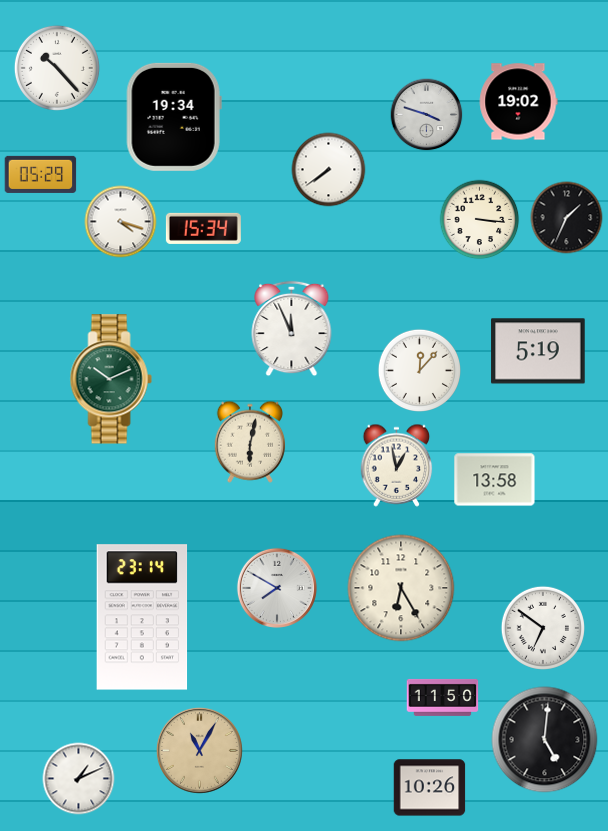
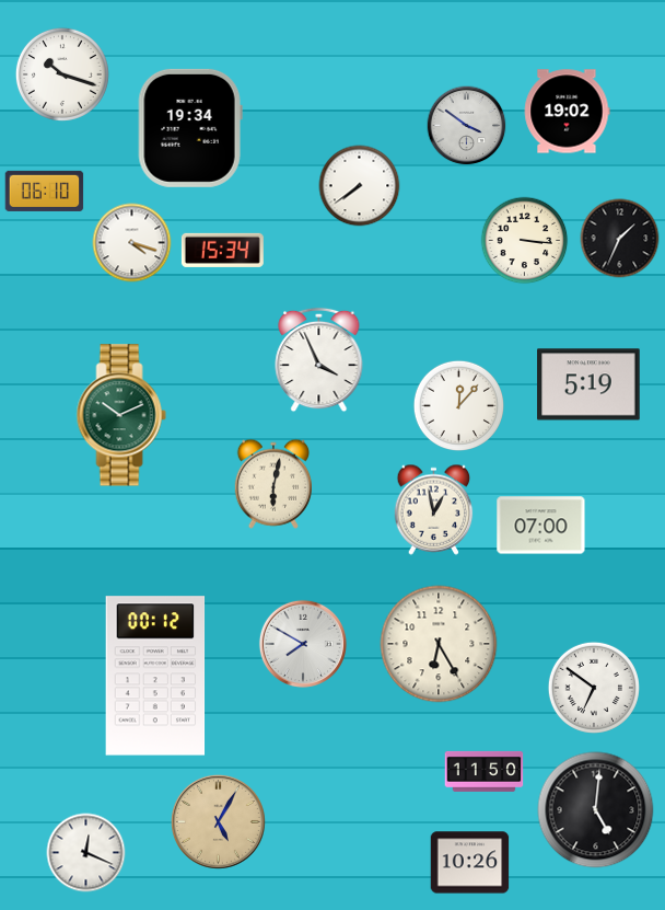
clock at (57, 68): 10:23 -> 10:18
clock at (427, 115): 3:48 -> 3:51
clock at (41, 174): 05:29 -> 06:10
clock at (292, 329): 11:56 -> 3:56
clock at (495, 480): 13:58 -> 07:00
clock at (142, 617): 23:14 -> 00:12
clock at (443, 697) position: (443, 697) -> (485, 771)
clock at (199, 750): 11:05 -> 5:05
clock at (79, 779): 1:11 -> 12:19
